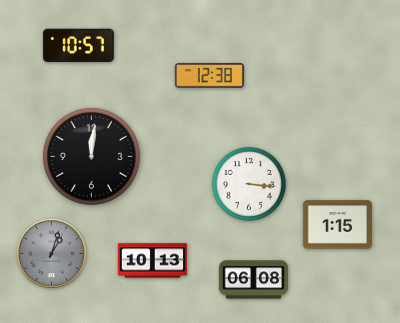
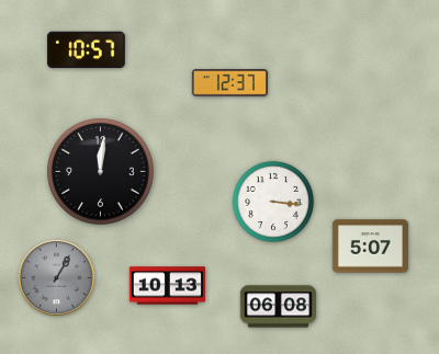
clock at (209, 76): 12:38 -> 12:37
clock at (337, 225): 1:15 -> 5:07
clock at (51, 253): 1:03 -> 1:05
